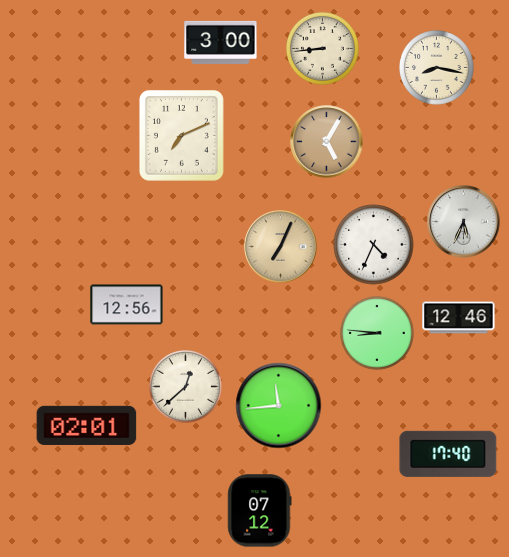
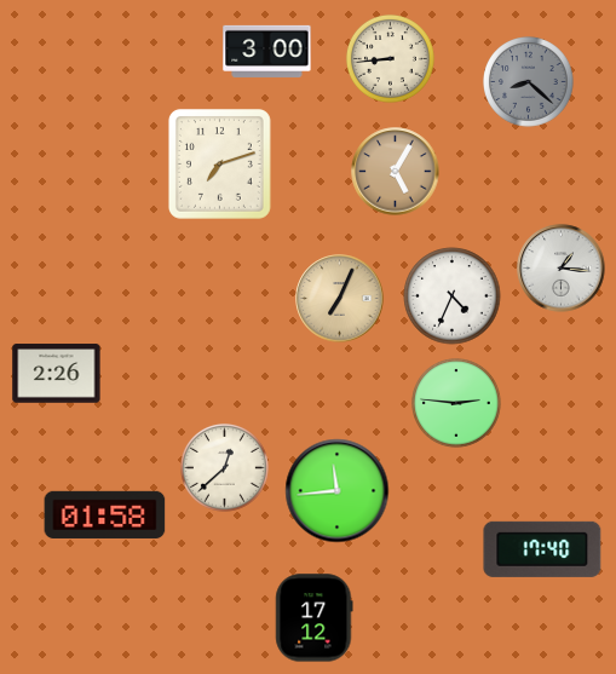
clock at (437, 68): 8:17 -> 8:22
clock at (437, 68) dial: cream -> grey
clock at (181, 135): 7:11 -> 7:12
clock at (464, 222): 5:34 -> 1:16
clock at (127, 305): 12:56 -> none
clock at (57, 374): none -> 2:26
clock at (459, 318): 12:46 -> none
clock at (378, 334): 8:46 -> 2:46
clock at (87, 425): 02:01 -> 01:58
clock at (260, 511): 07:12 -> 17:12
